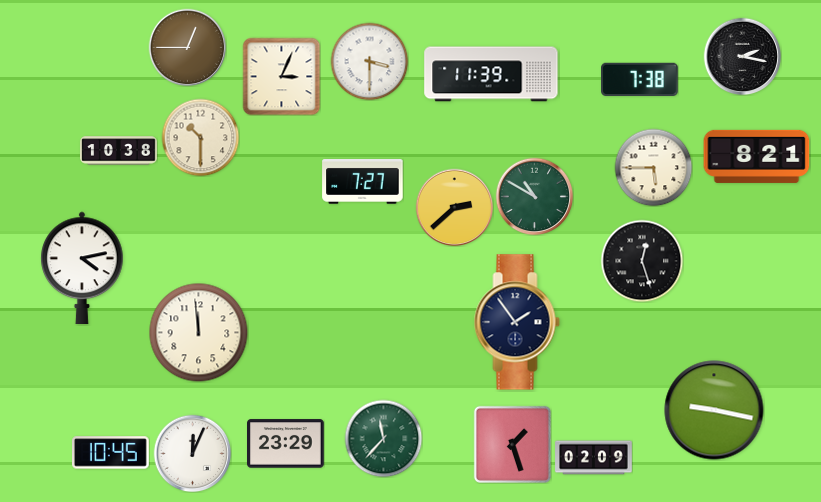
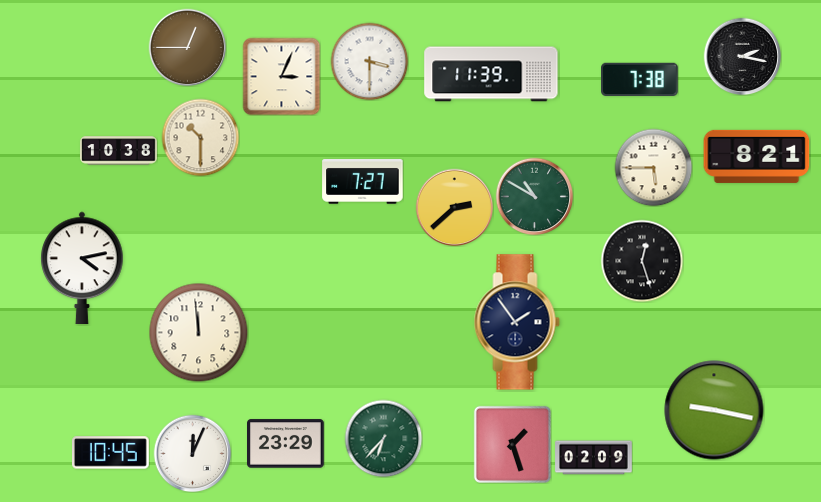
clock at (383, 438): 11:37 -> 6:37
